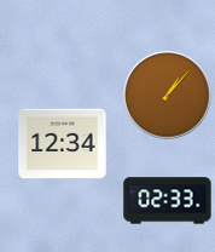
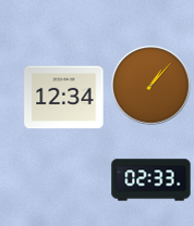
clock at (63, 144) position: (63, 144) -> (64, 98)
